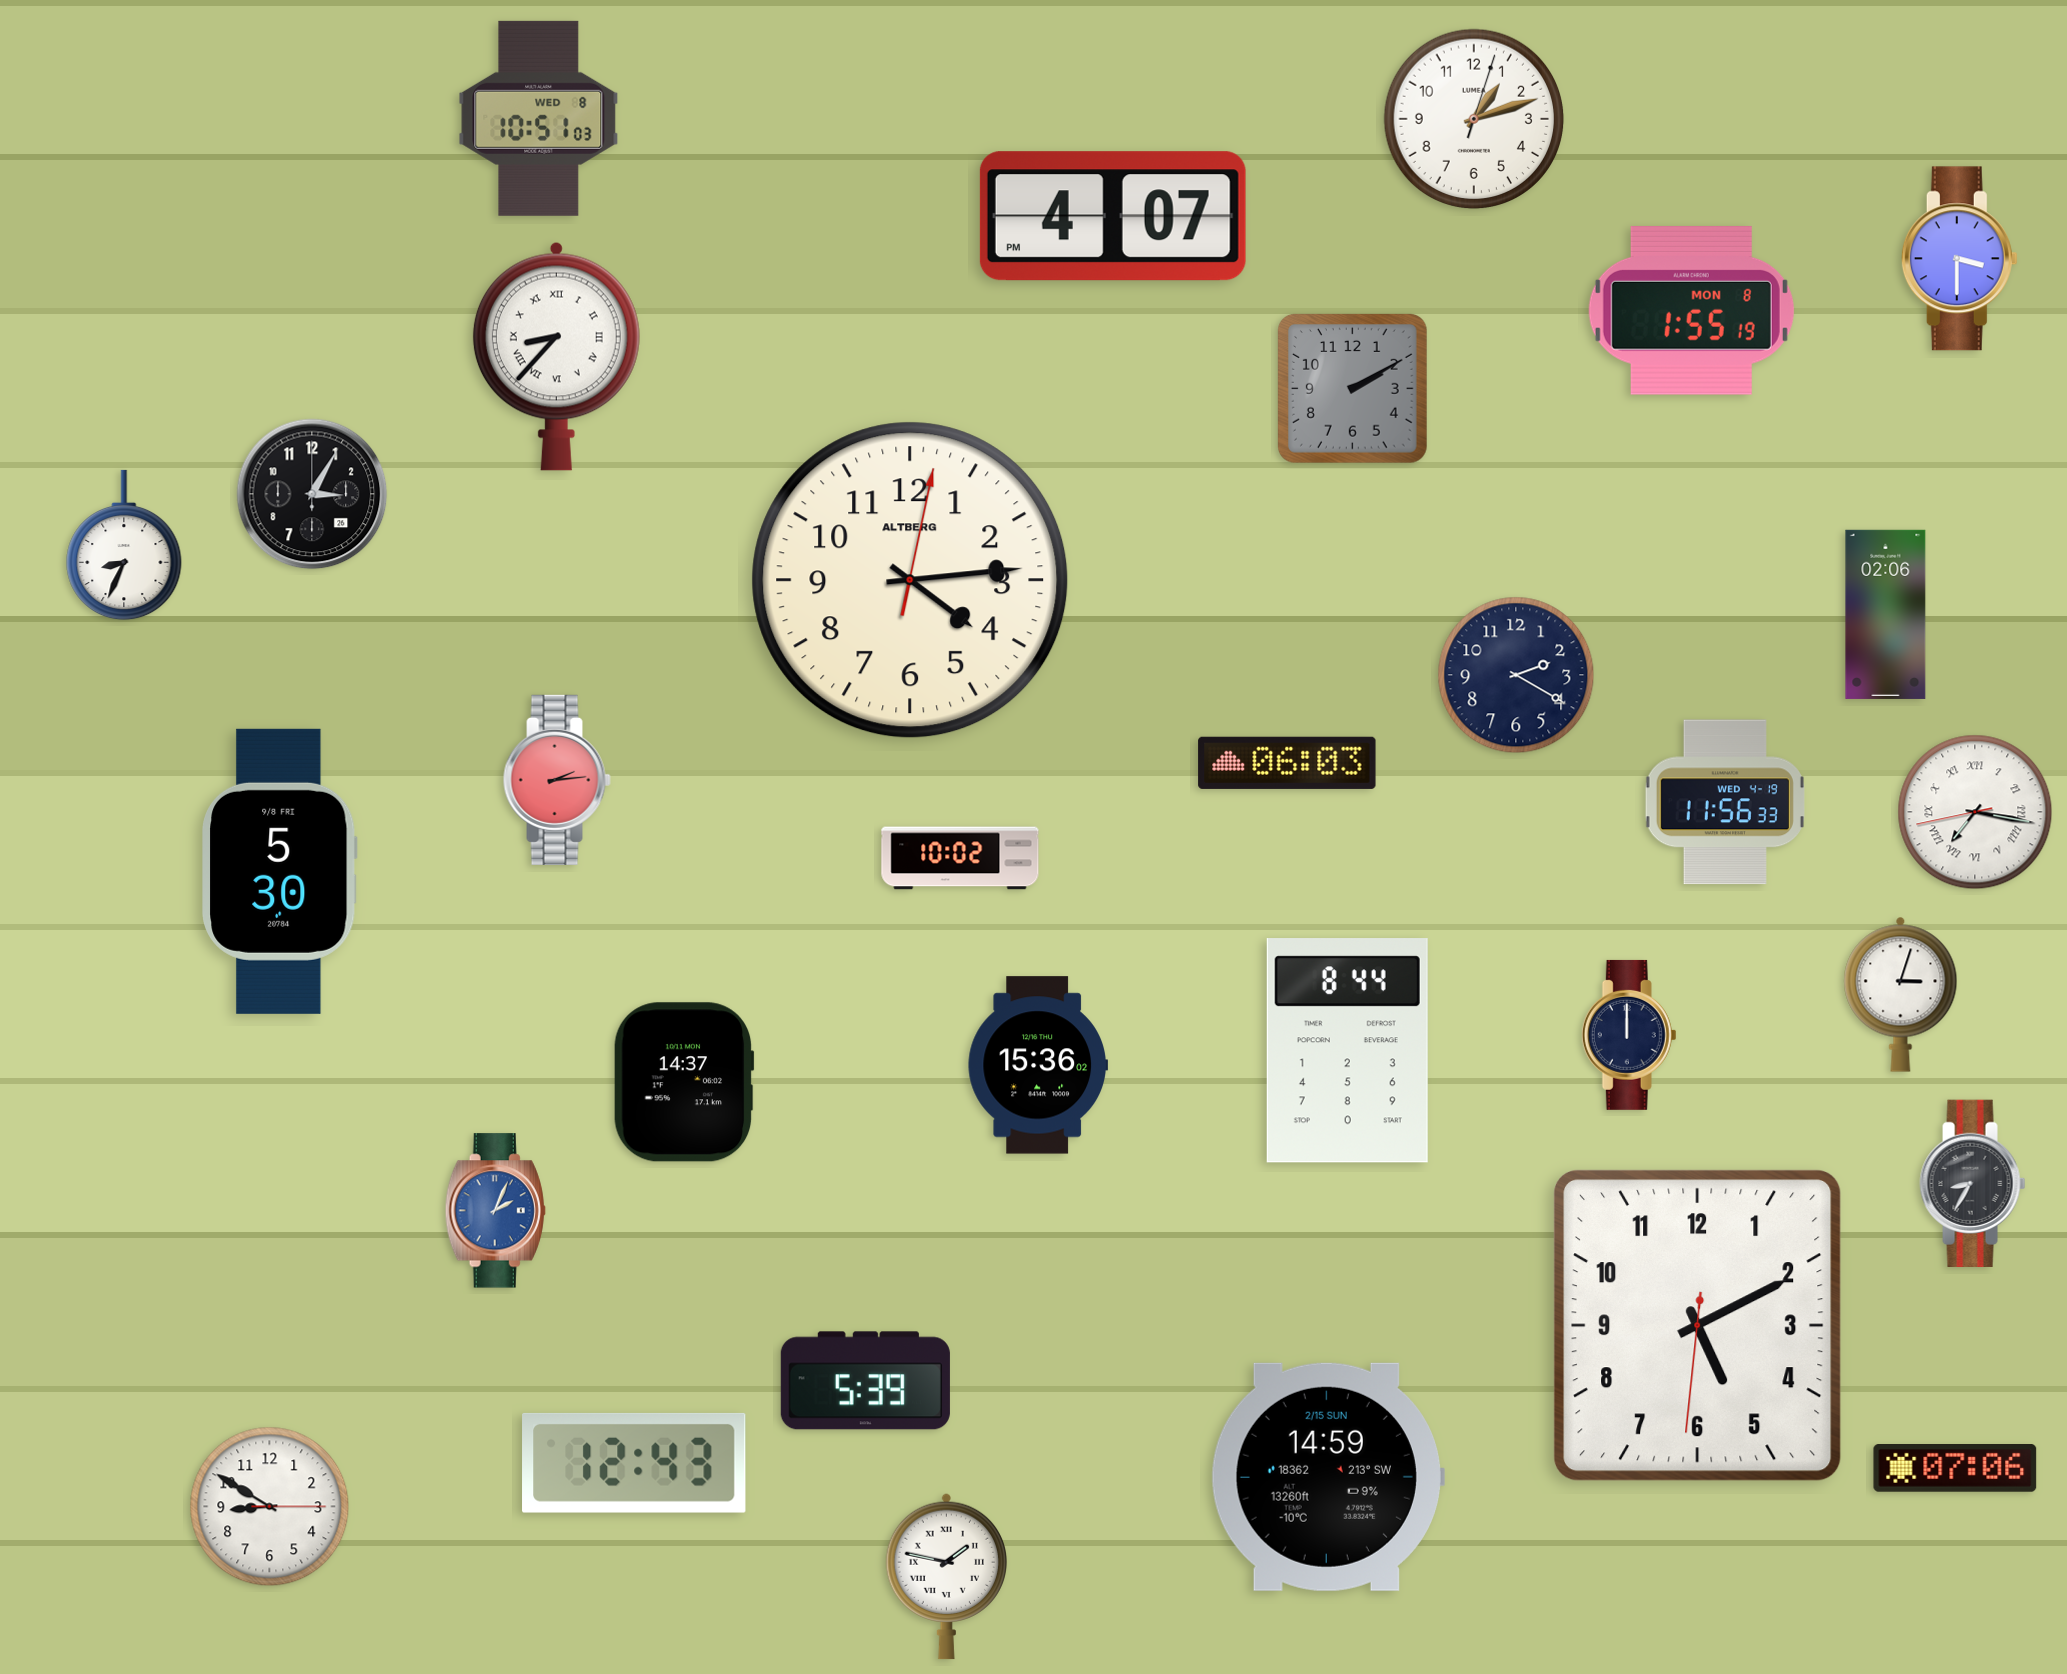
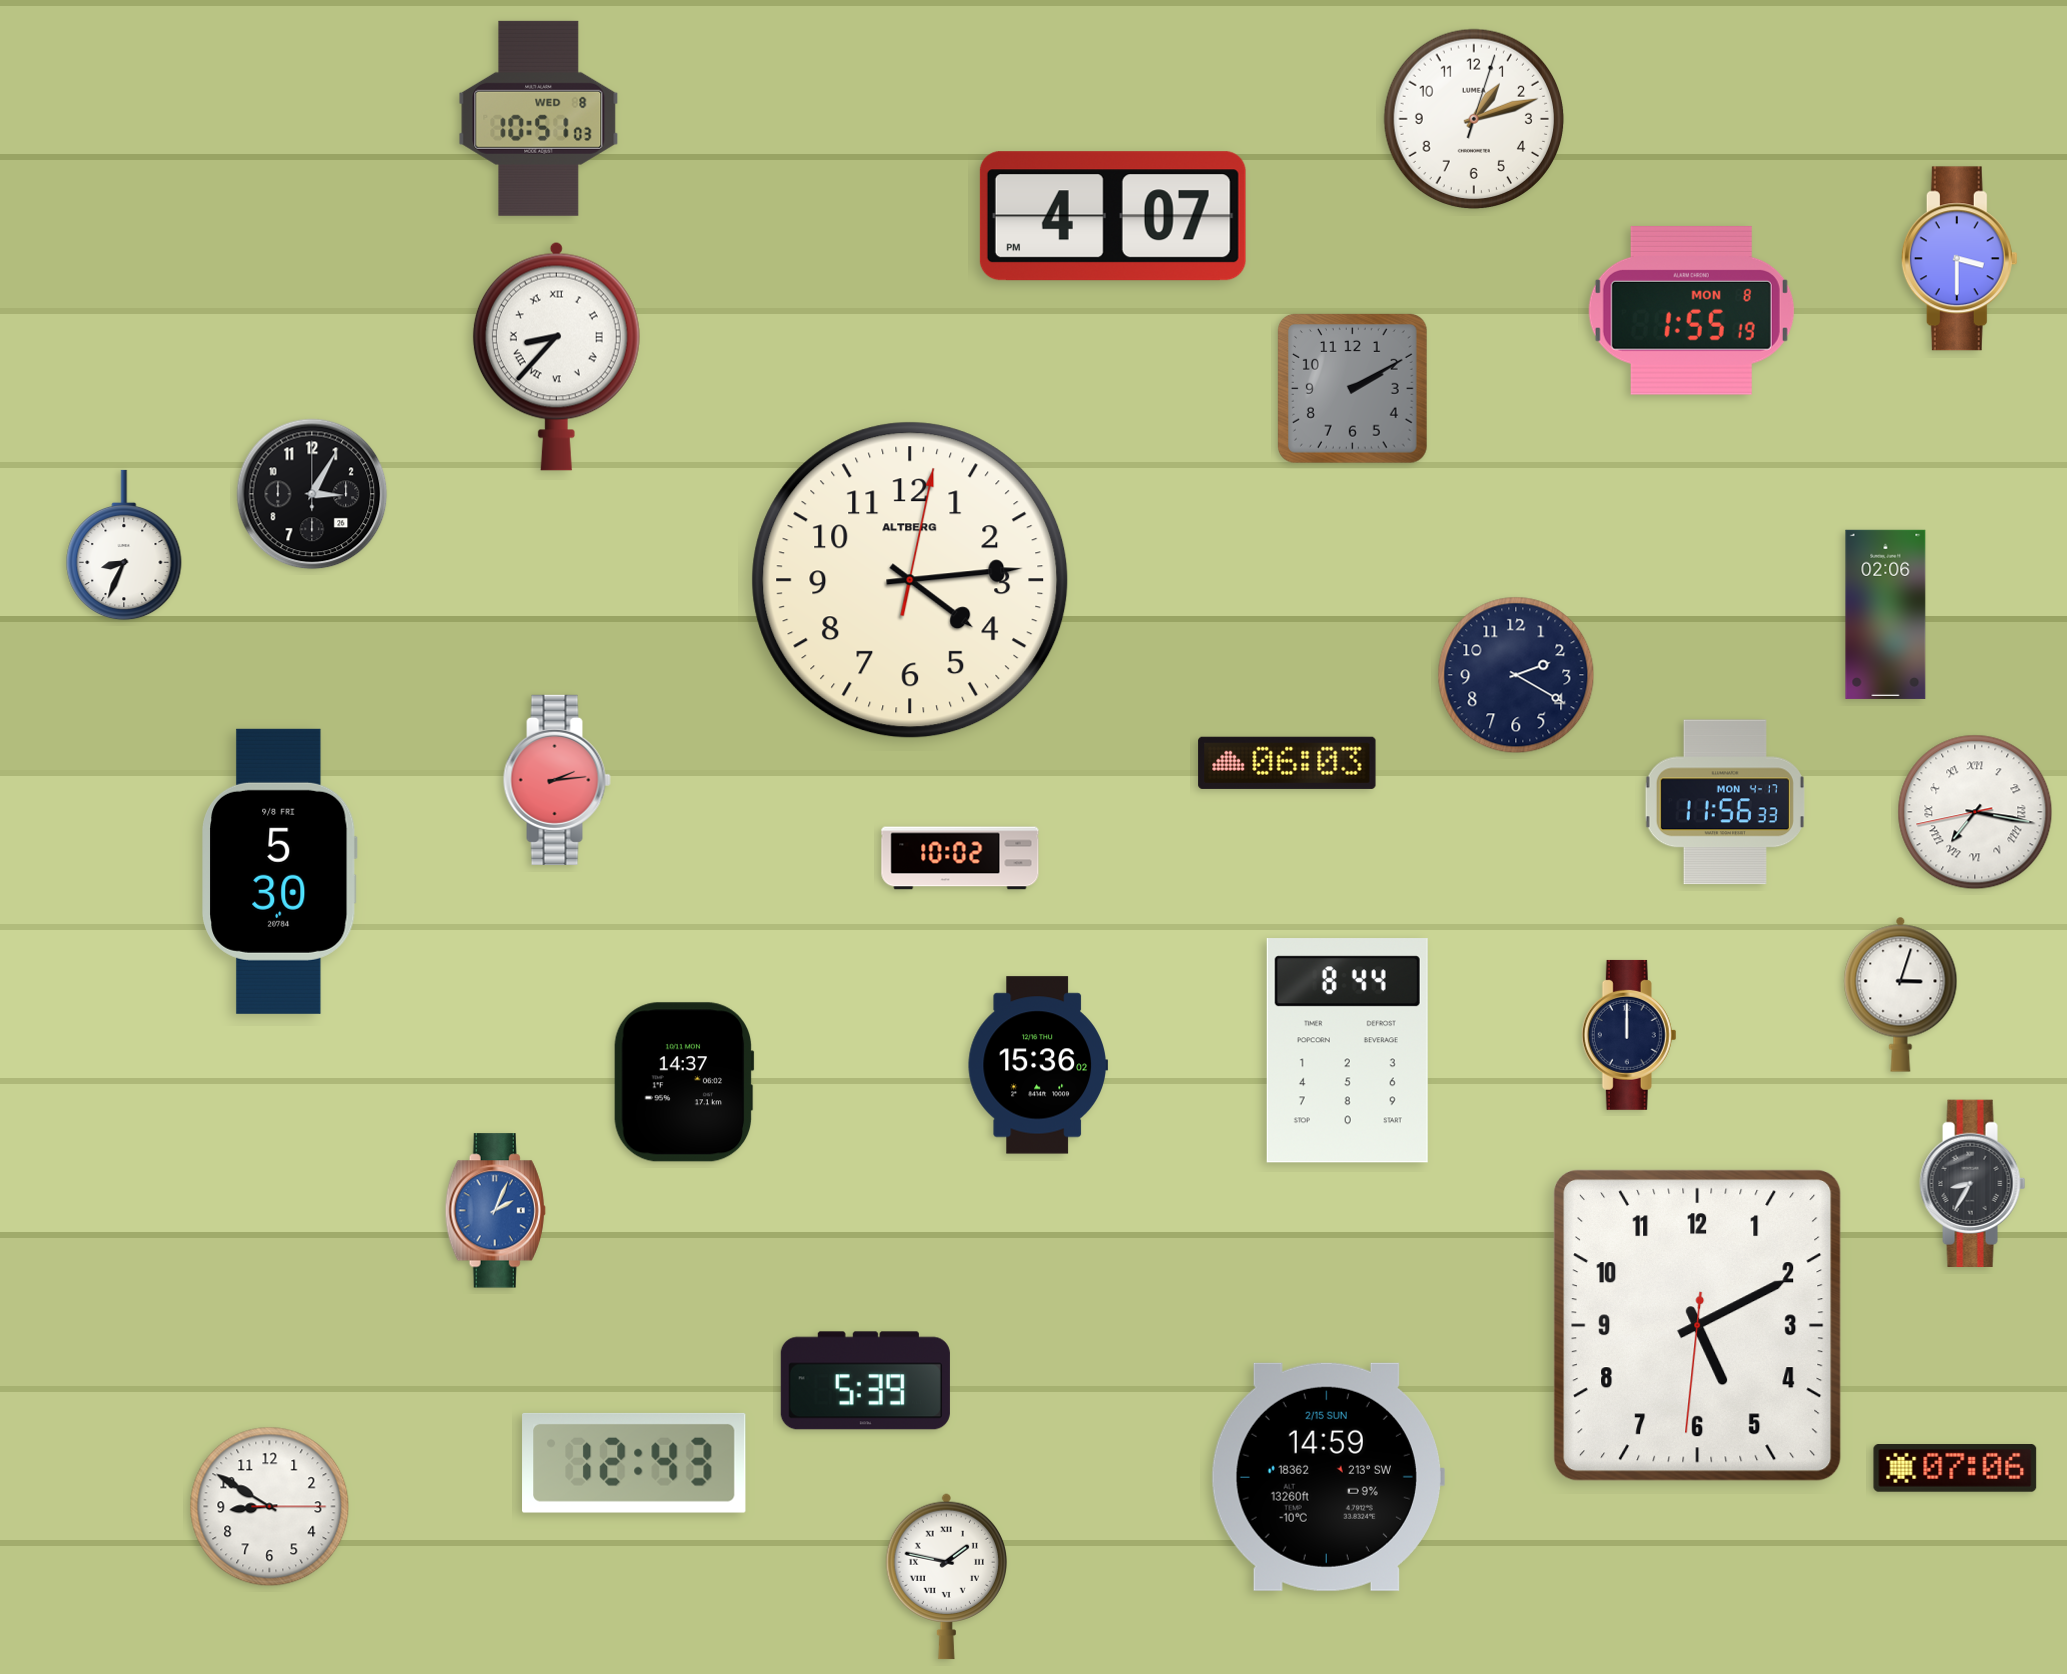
clock at (1725, 802) date: WED 4-19 -> MON 4-17
